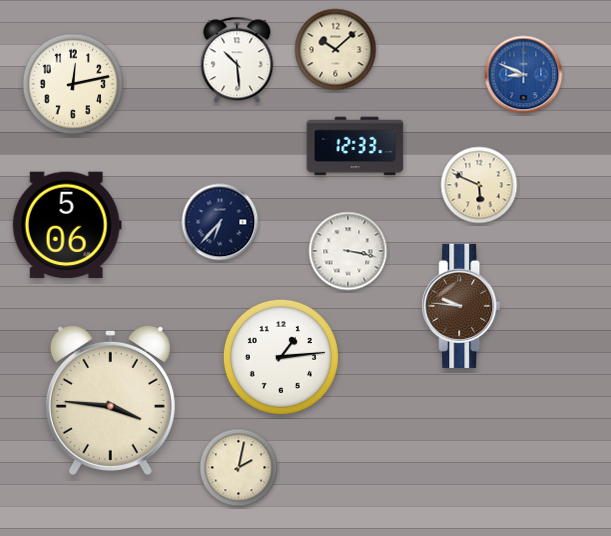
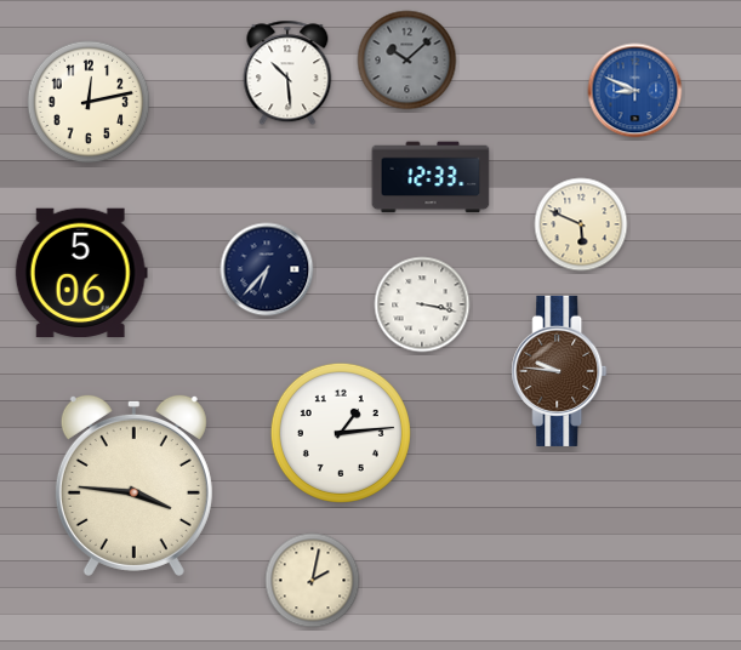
clock at (336, 50) dial: cream -> grey
clock at (239, 468) position: (239, 468) -> (313, 581)
